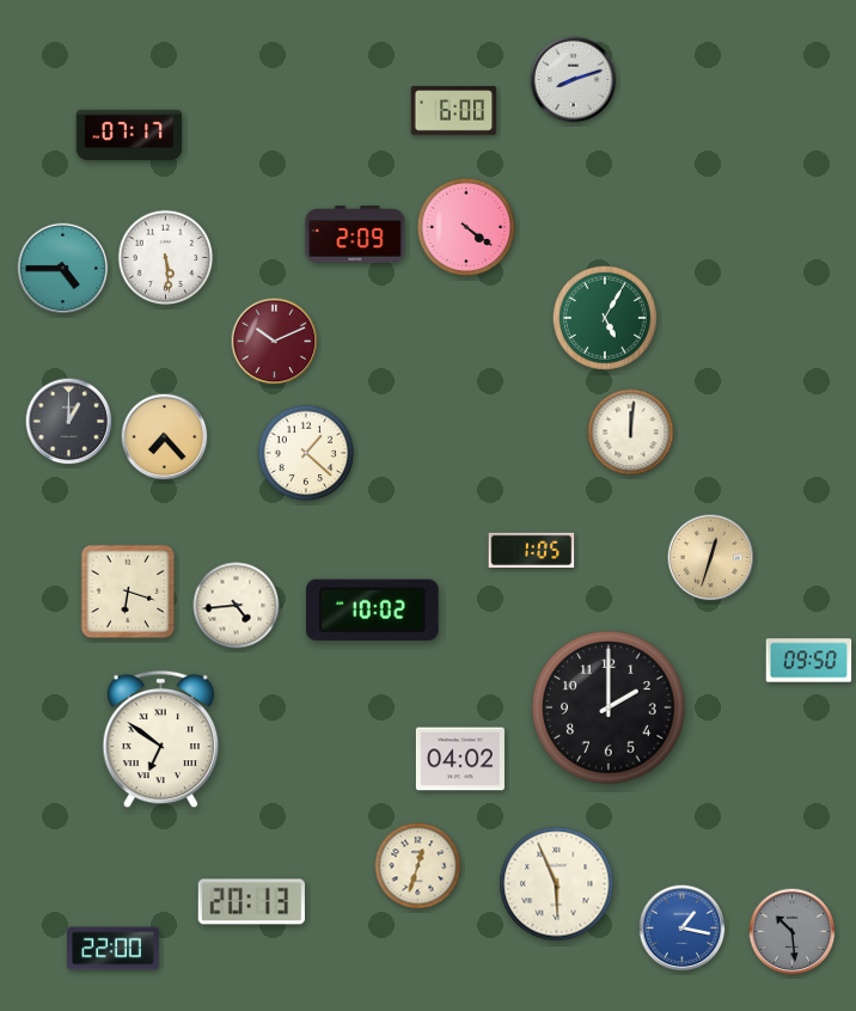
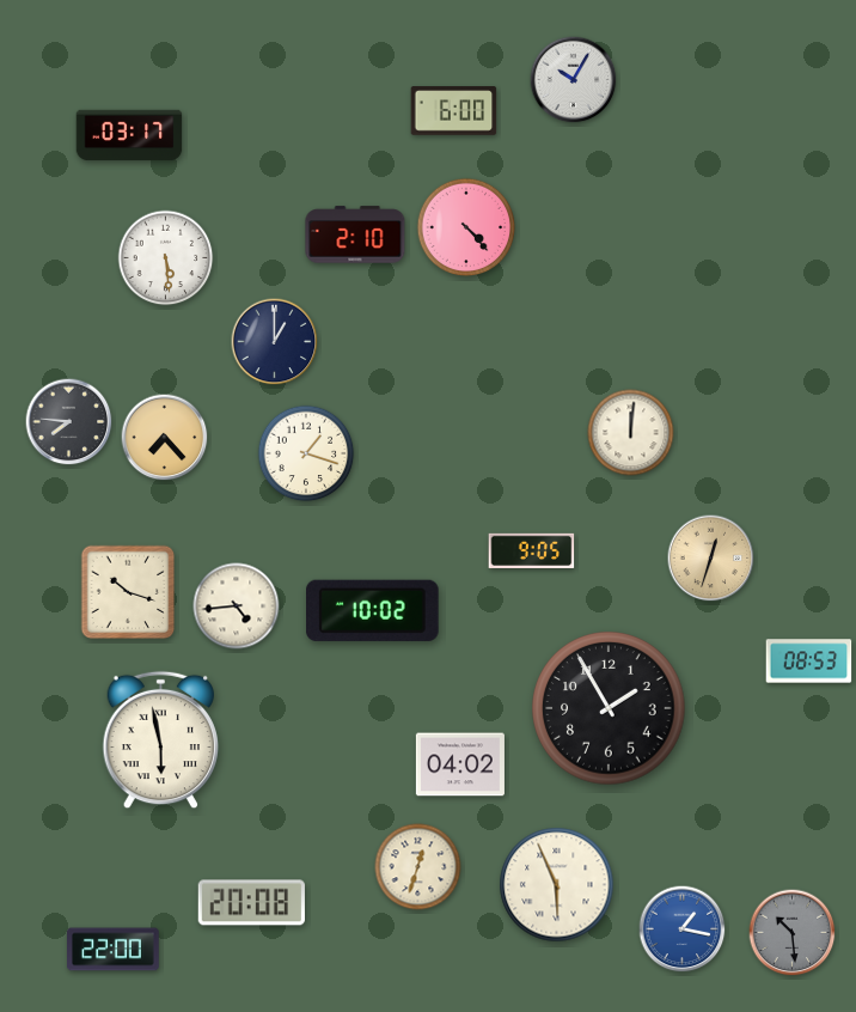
clock at (574, 80): 8:12 -> 10:05
clock at (129, 135): 07:17 -> 03:17
clock at (466, 227): 4:21 -> 4:23
clock at (355, 234): 2:09 -> 2:10
clock at (63, 269): 4:45 -> none
clock at (605, 318): 5:05 -> none
clock at (275, 342): 10:11 -> 1:00
clock at (275, 342) dial: burgundy -> navy
clock at (69, 422): 1:00 -> 7:46
clock at (306, 453): 1:22 -> 1:18
clock at (532, 550): 1:05 -> 9:05
clock at (128, 592): 6:18 -> 10:18
clock at (809, 661): 09:50 -> 08:53
clock at (609, 707): 2:00 -> 1:55
clock at (161, 740): 6:51 -> 5:58
clock at (460, 759) position: (460, 759) -> (460, 764)
clock at (251, 902): 20:13 -> 20:08
